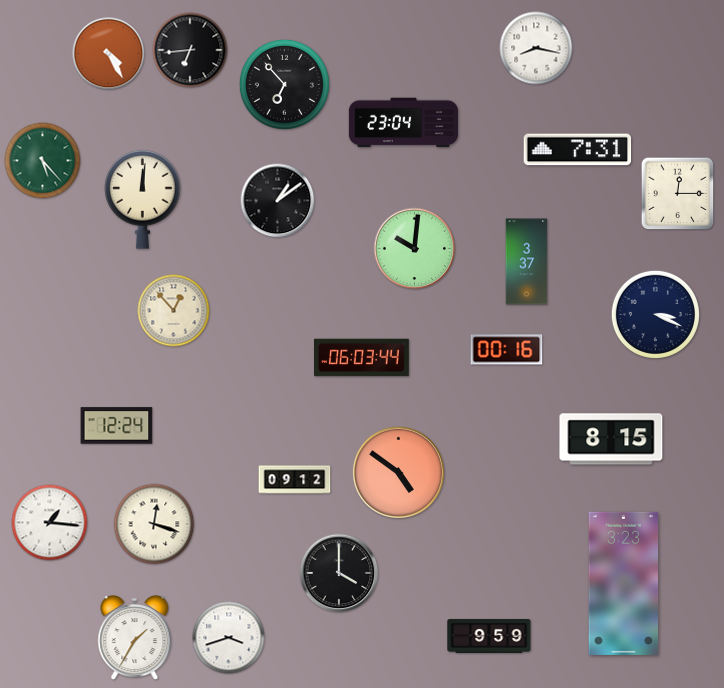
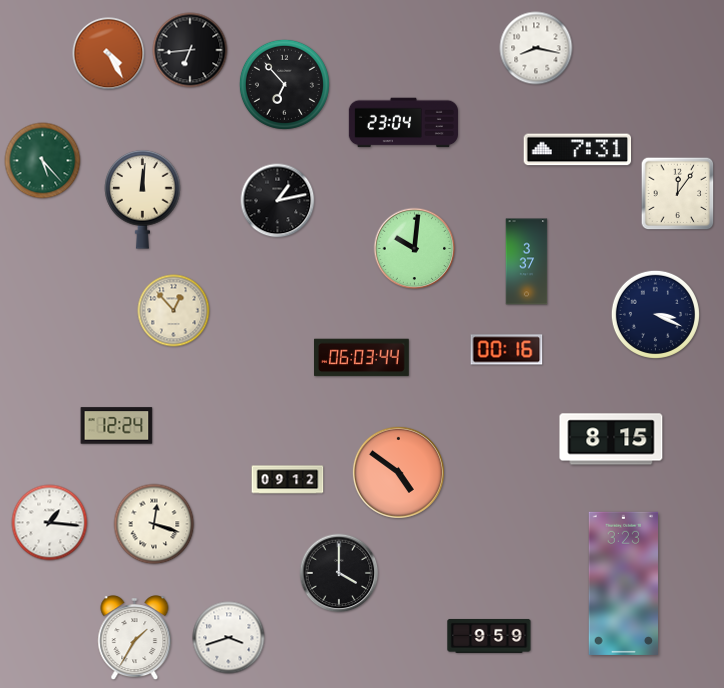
clock at (678, 194): 12:15 -> 12:06
clock at (278, 201): 1:09 -> 1:13
clock at (295, 480) position: (295, 480) -> (288, 480)
